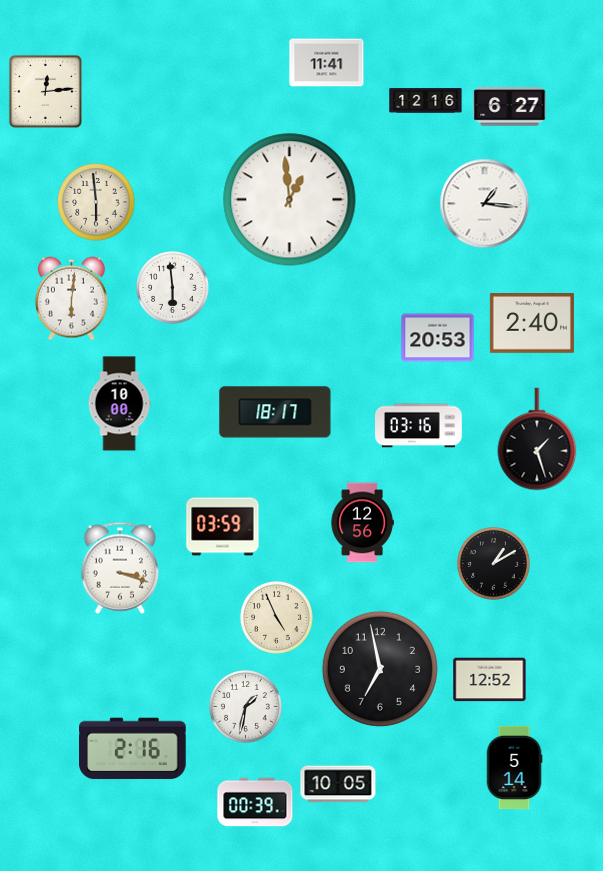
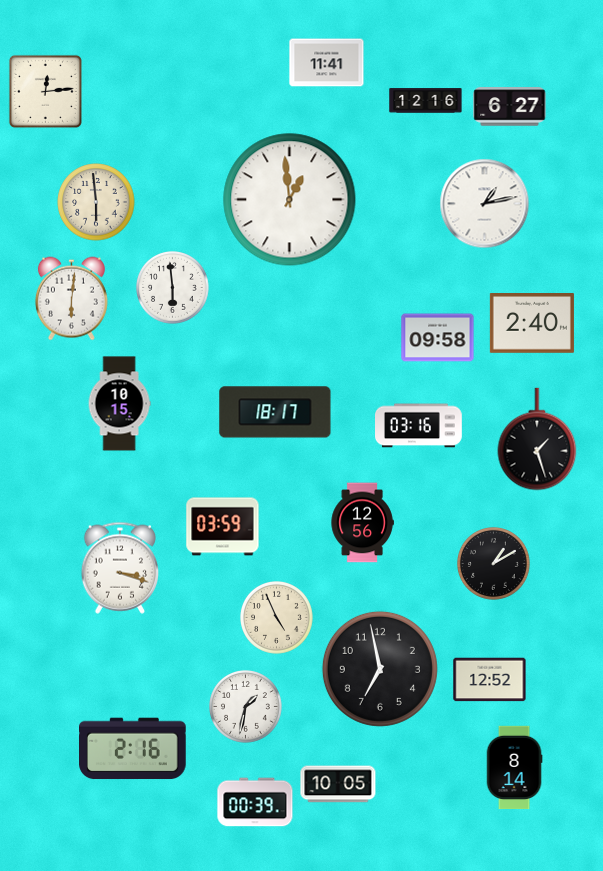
clock at (485, 204): 1:16 -> 1:13
clock at (438, 338): 20:53 -> 09:58
clock at (119, 404): 10:00 -> 10:15
clock at (514, 768): 5:14 -> 8:14
